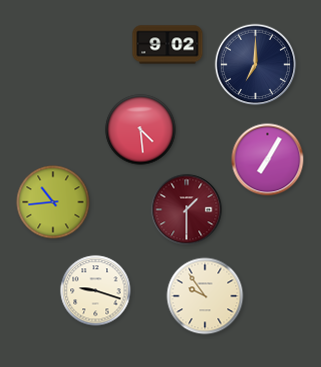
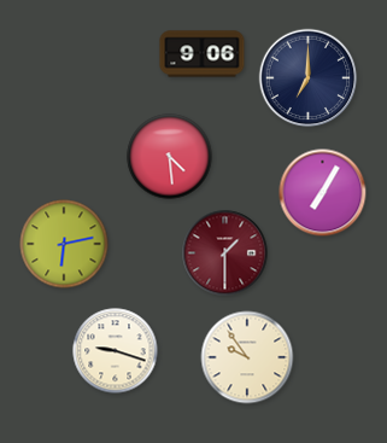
clock at (168, 45): 9:02 -> 9:06
clock at (53, 202): 10:44 -> 6:13
